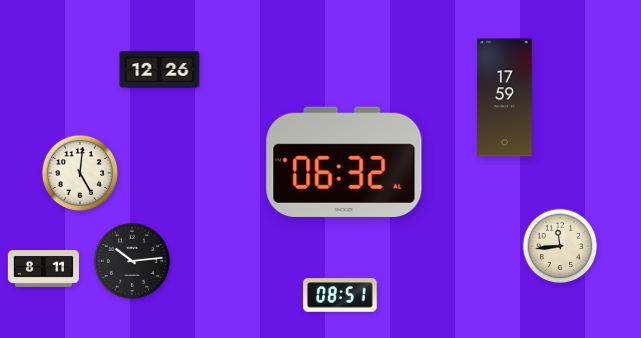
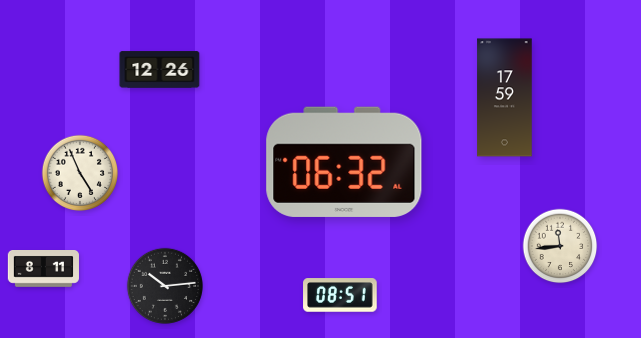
clock at (79, 172): 5:01 -> 4:56
clock at (131, 260) position: (131, 260) -> (164, 285)
